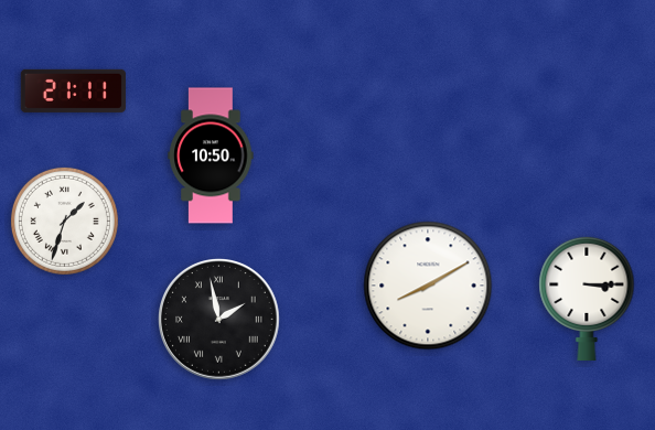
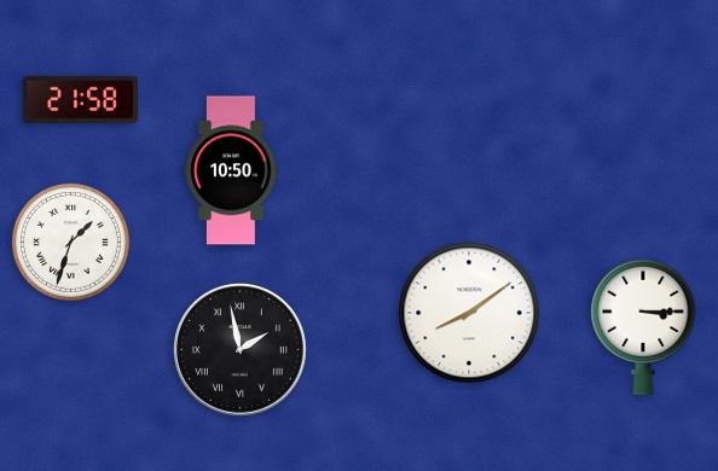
clock at (73, 90): 21:11 -> 21:58
clock at (428, 286): 8:10 -> 8:09
